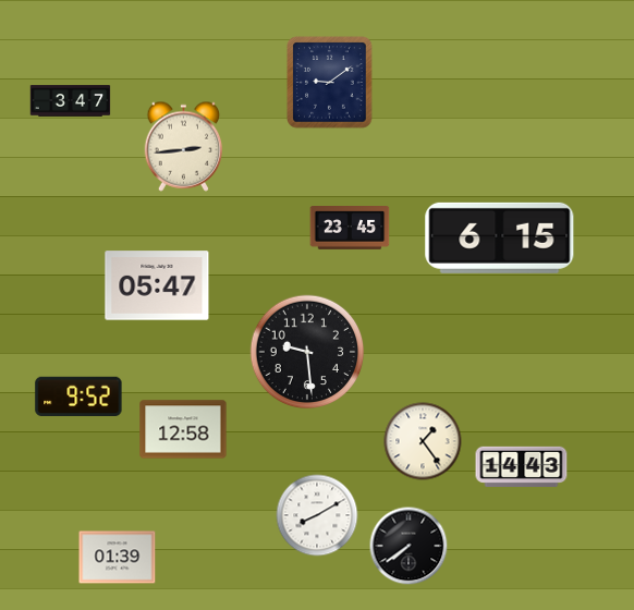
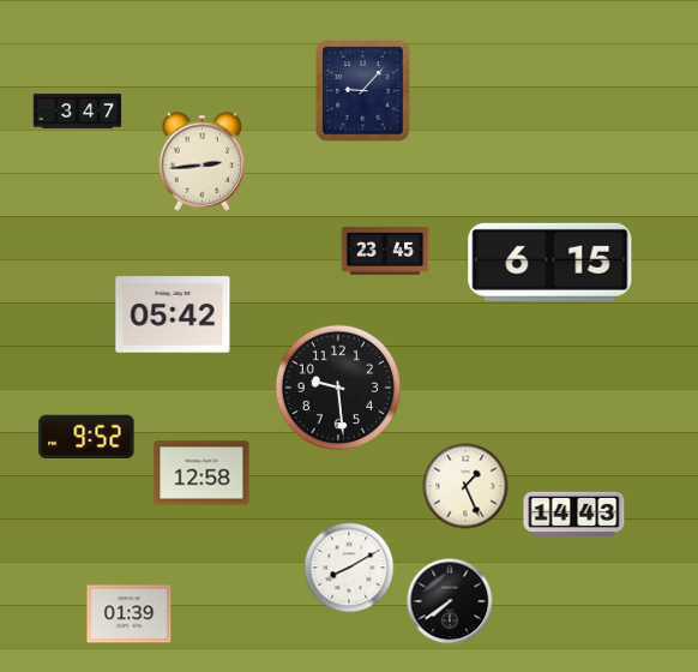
clock at (330, 83): 9:09 -> 9:07
clock at (157, 285): 05:47 -> 05:42
clock at (423, 441): 1:24 -> 1:26
